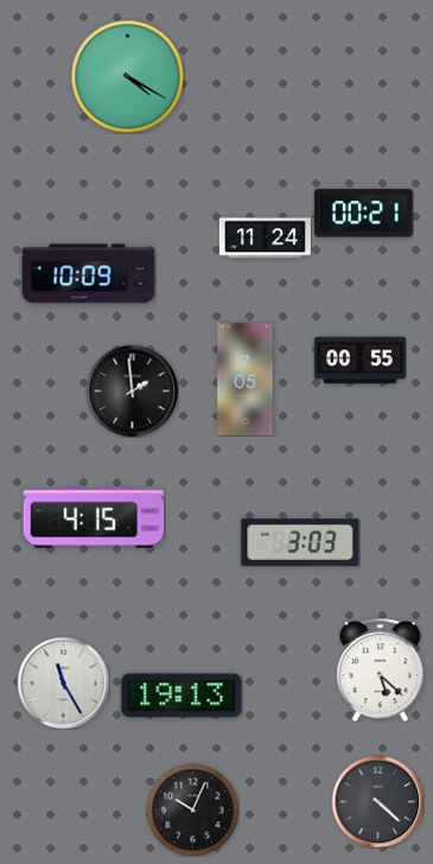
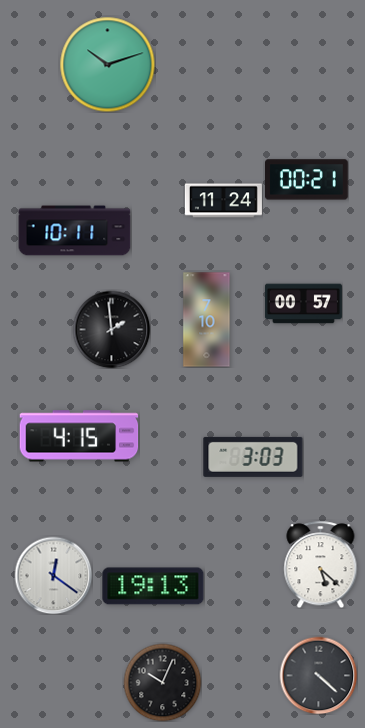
clock at (127, 76): 4:20 -> 10:12
clock at (89, 274): 10:09 -> 10:11
clock at (359, 361): 00:55 -> 00:57
clock at (246, 380): 7:05 -> 7:10
clock at (63, 682): 11:25 -> 12:21
